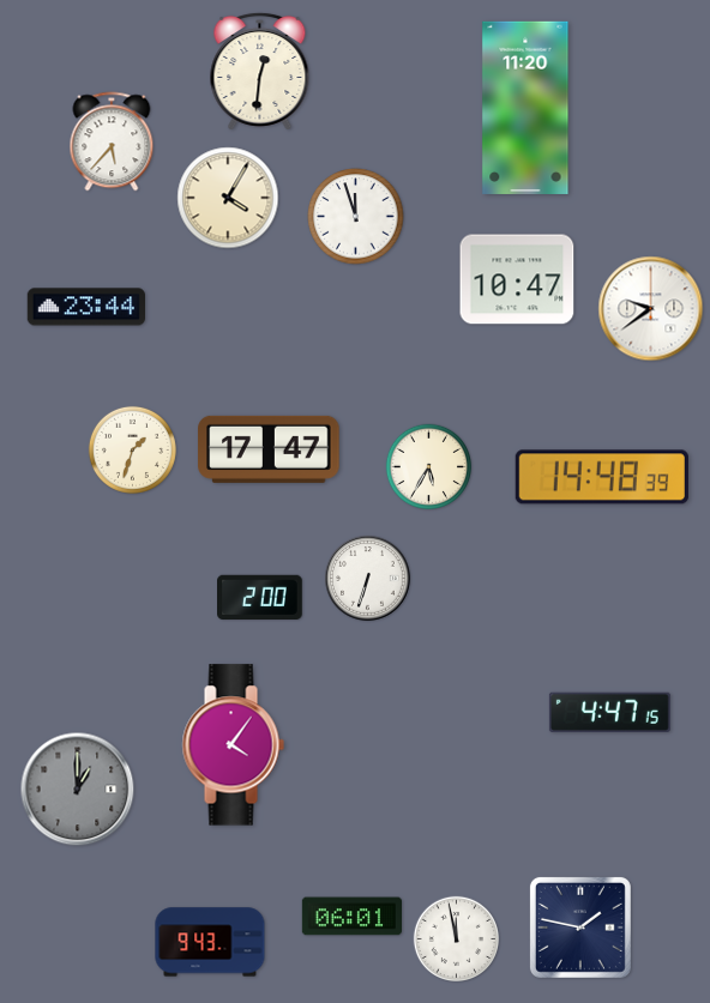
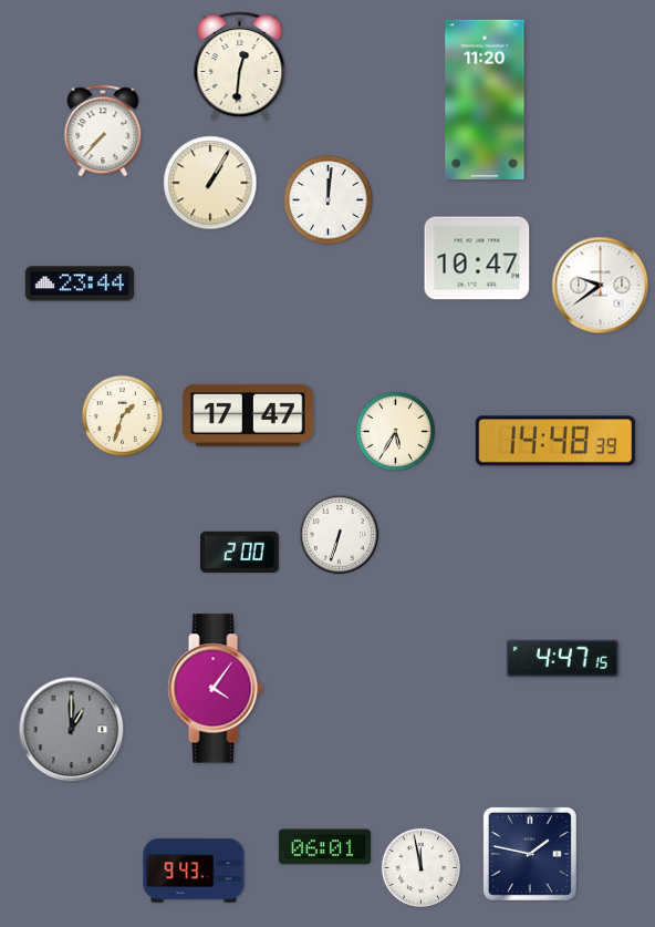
clock at (112, 141): 5:37 -> 7:37
clock at (228, 198): 4:05 -> 1:05
clock at (356, 217): 11:57 -> 12:01
clock at (580, 928) position: (580, 928) -> (530, 854)
